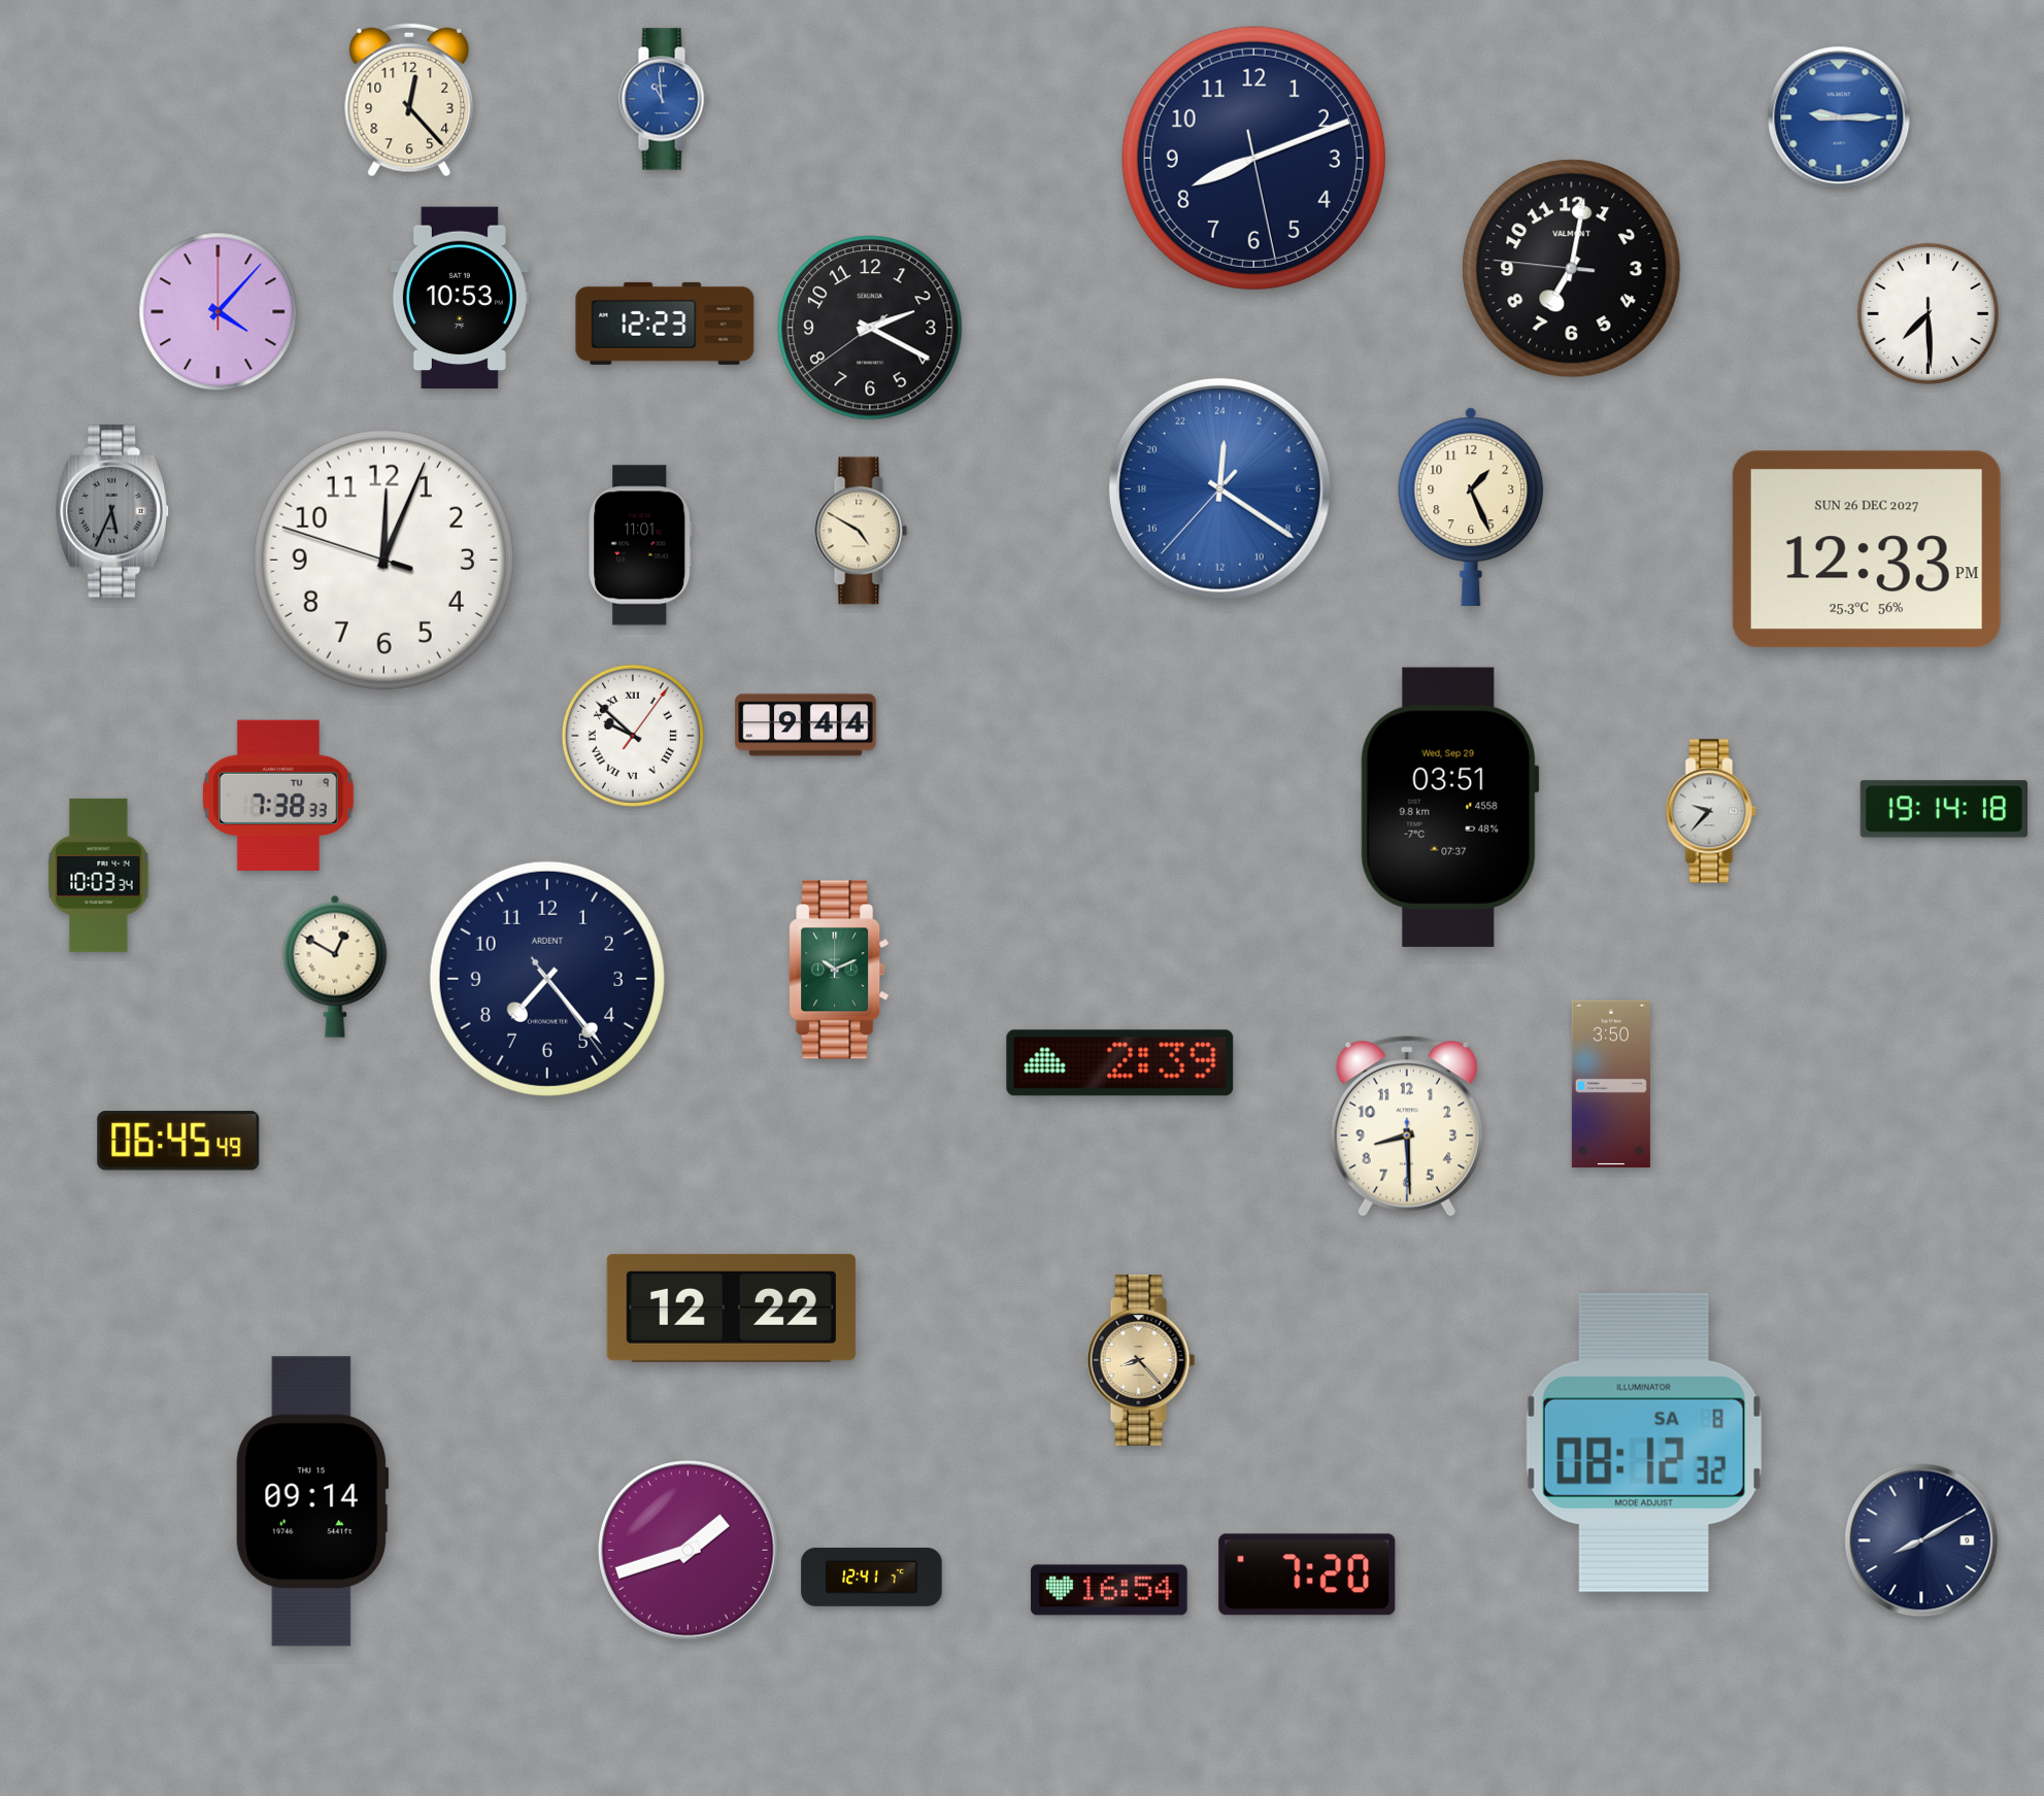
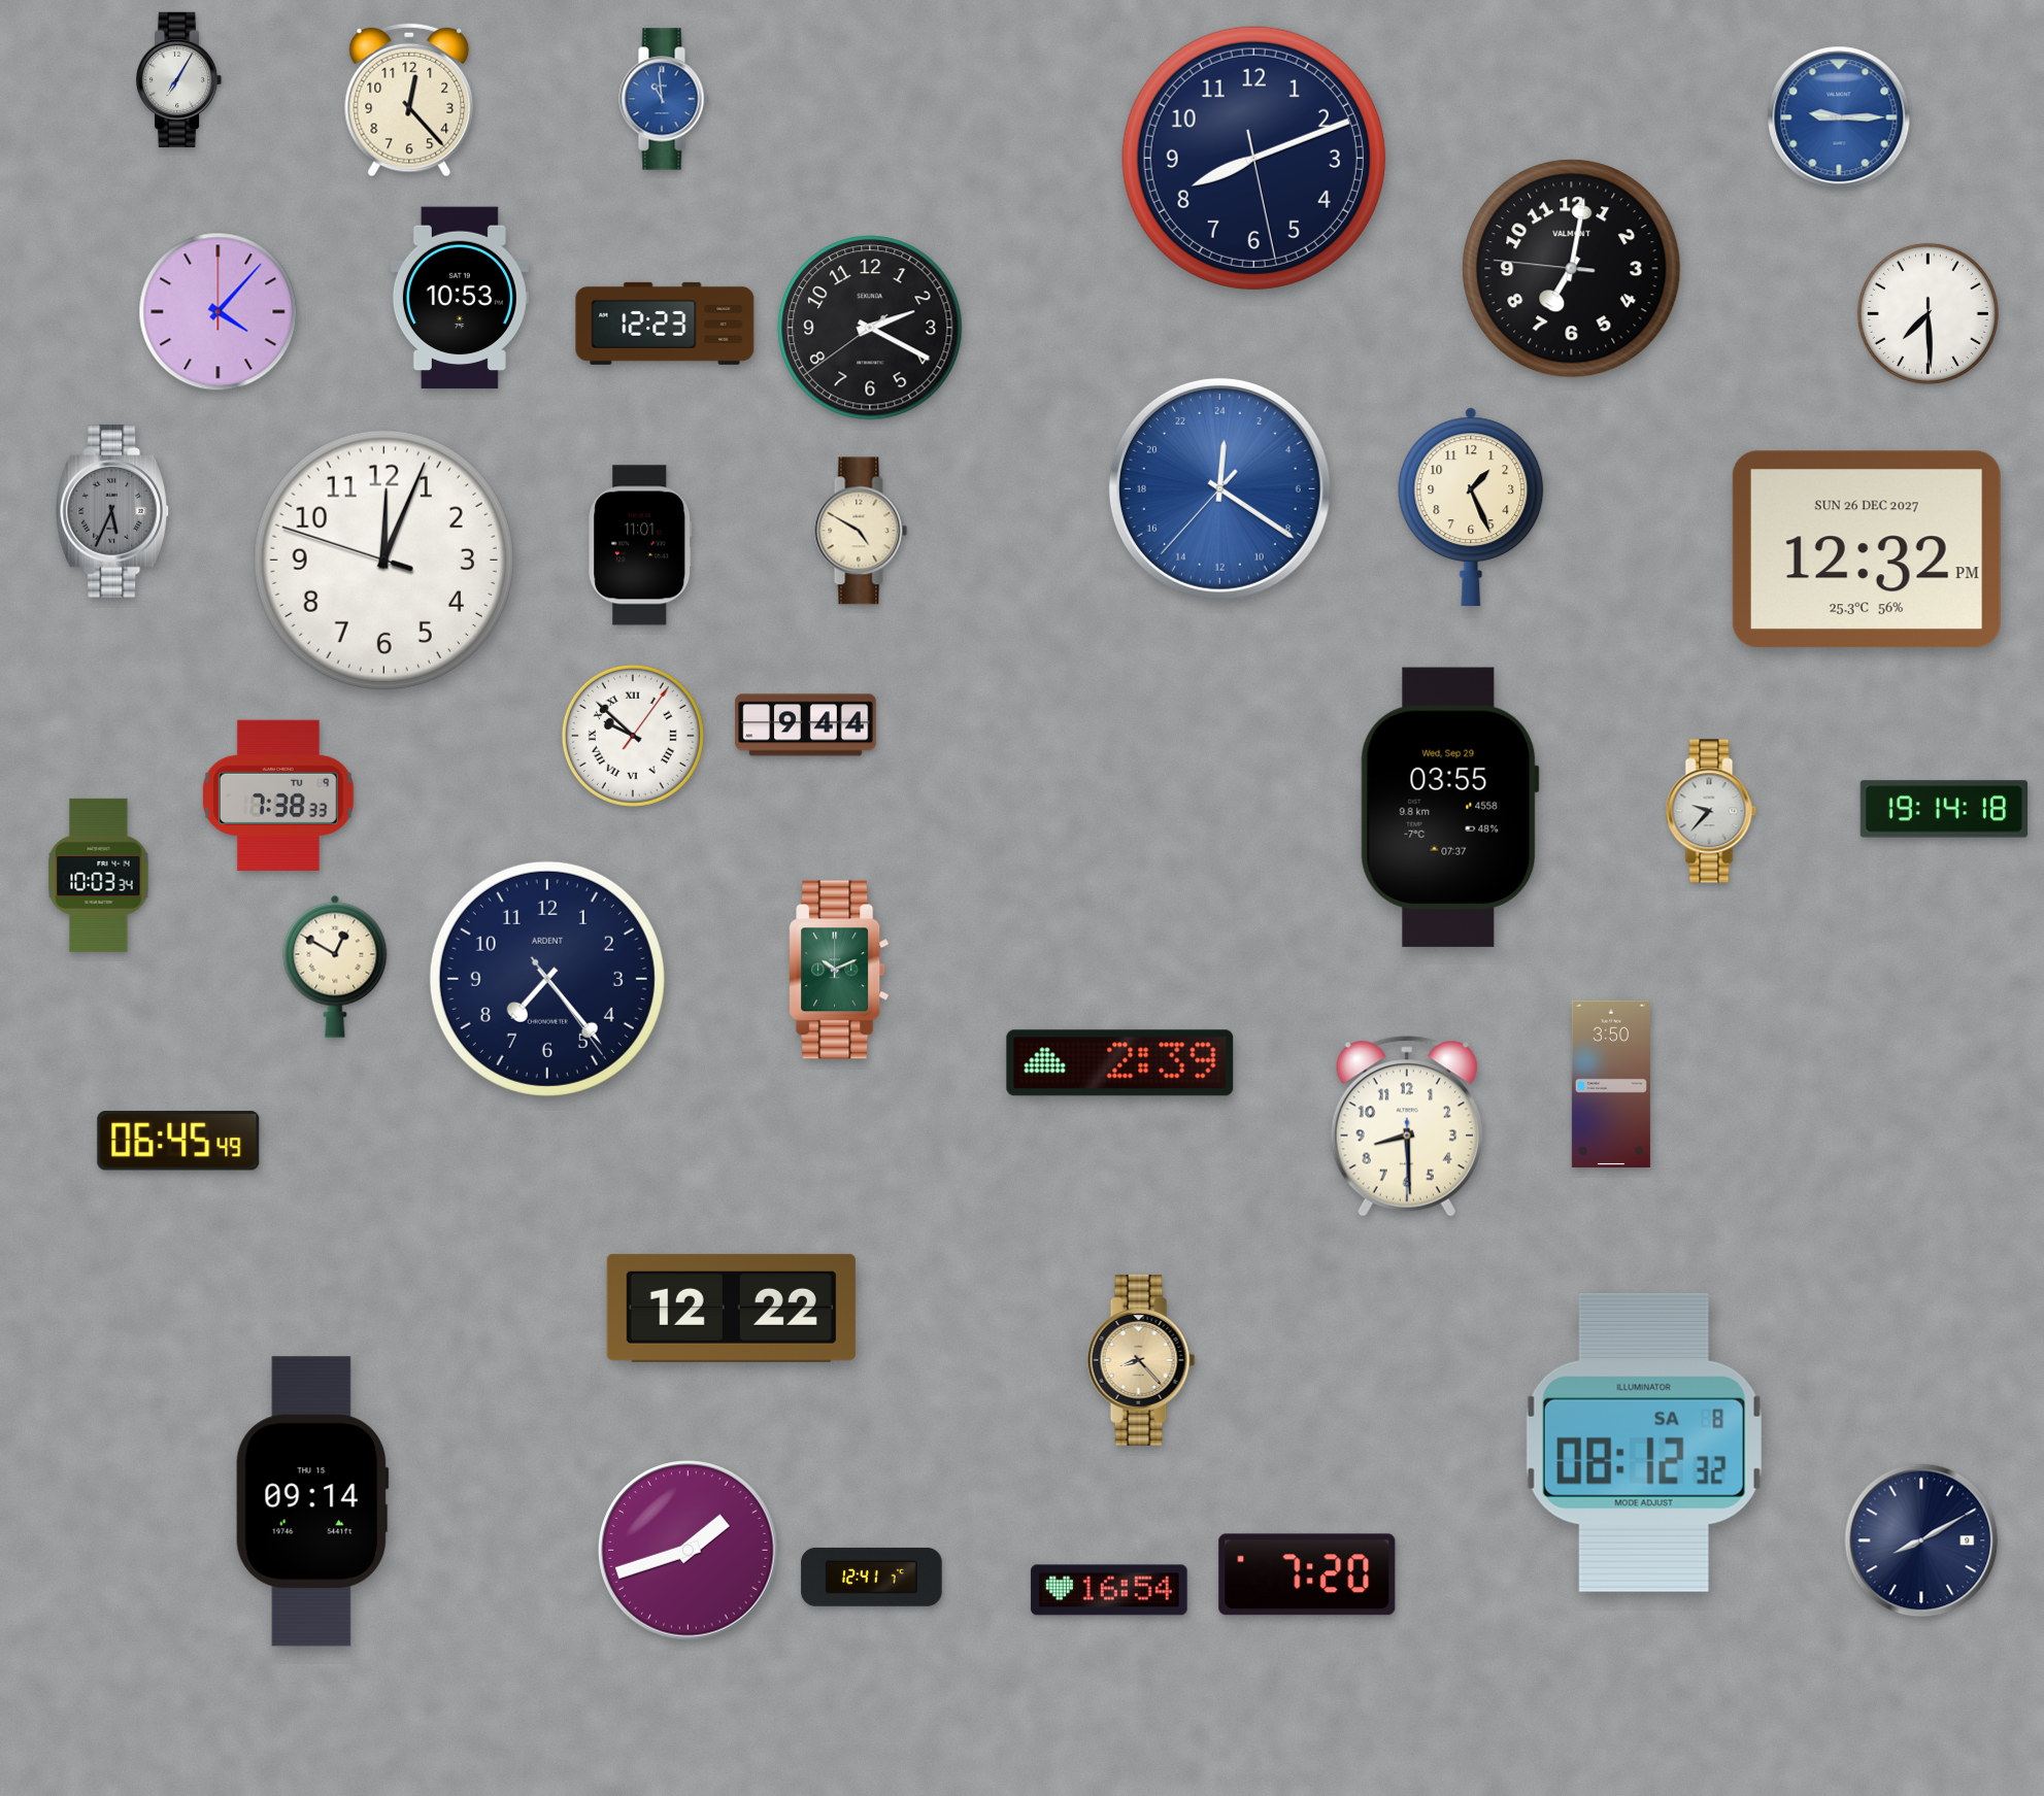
clock at (180, 79): none -> 7:05
clock at (1867, 549): 12:33 -> 12:32
clock at (1449, 807): 03:51 -> 03:55
